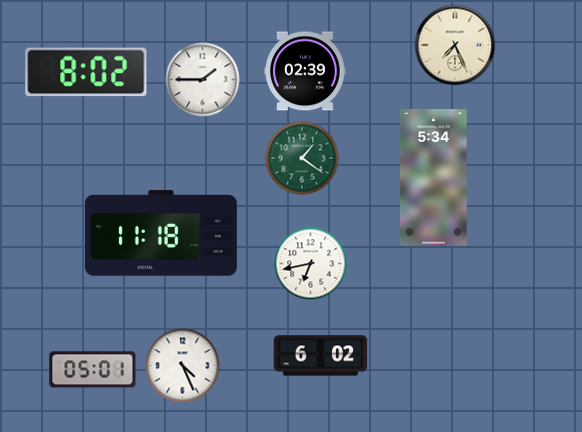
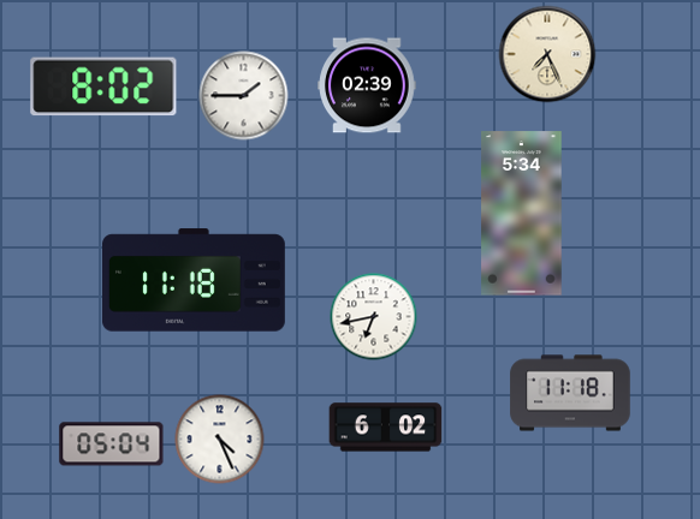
clock at (302, 158): 1:21 -> none
clock at (570, 393): none -> 11:18
clock at (93, 370): 05:01 -> 05:04
